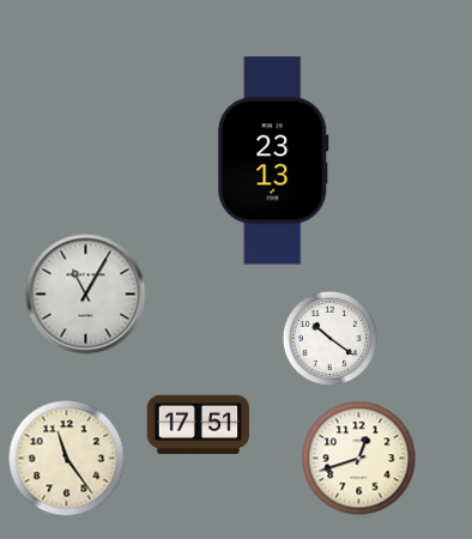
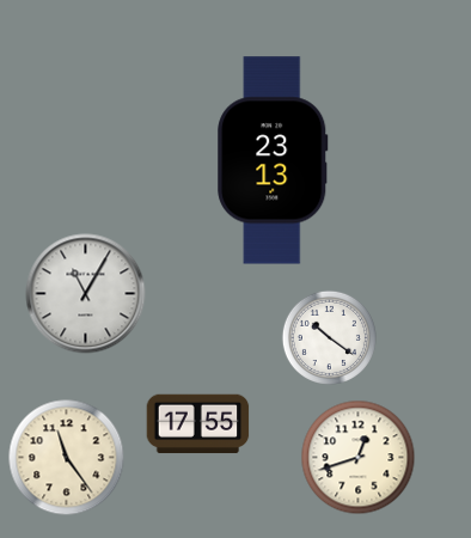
clock at (199, 425): 17:51 -> 17:55
